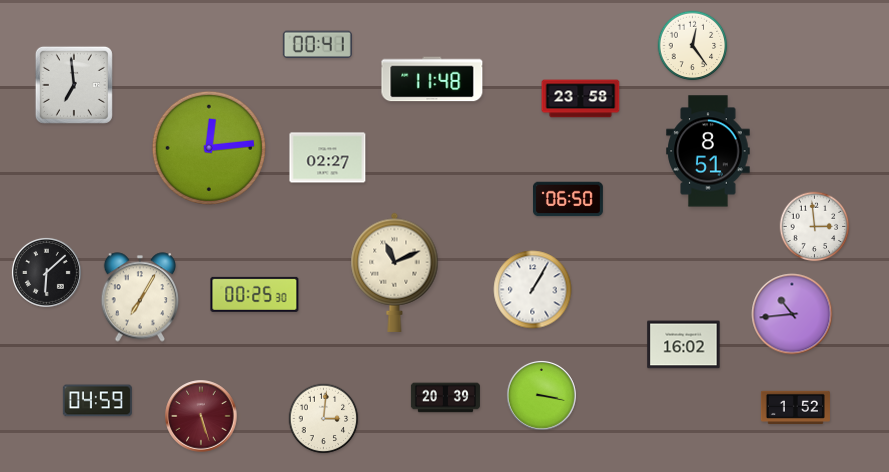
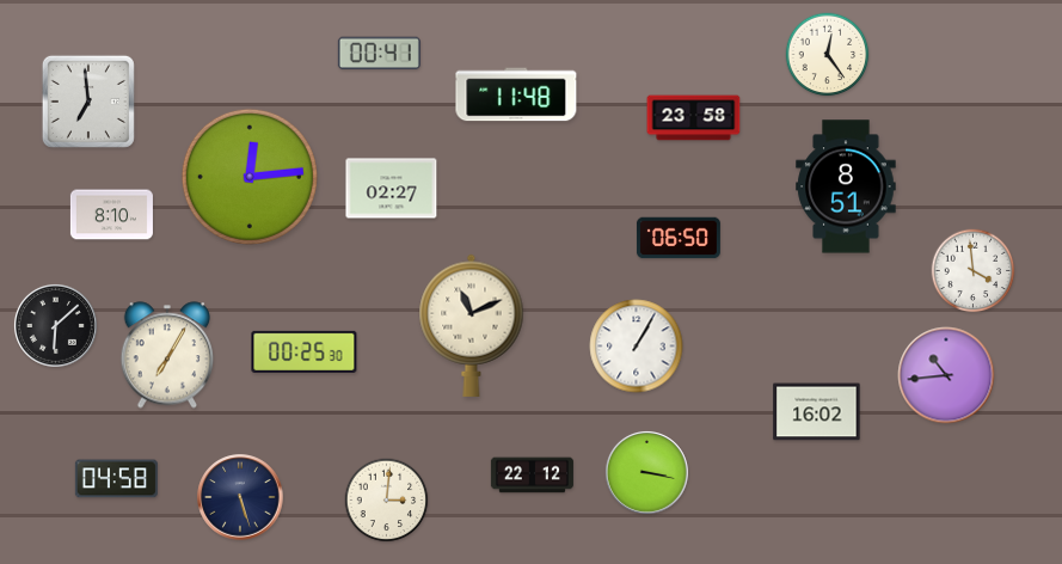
clock at (708, 151) position: (708, 151) -> (846, 186)
clock at (111, 215): none -> 8:10
clock at (815, 227): 2:59 -> 3:59
clock at (445, 398): 20:39 -> 22:12
clock at (97, 401): 04:59 -> 04:58
clock at (795, 407): 1:52 -> none
clock at (201, 416) dial: burgundy -> navy
